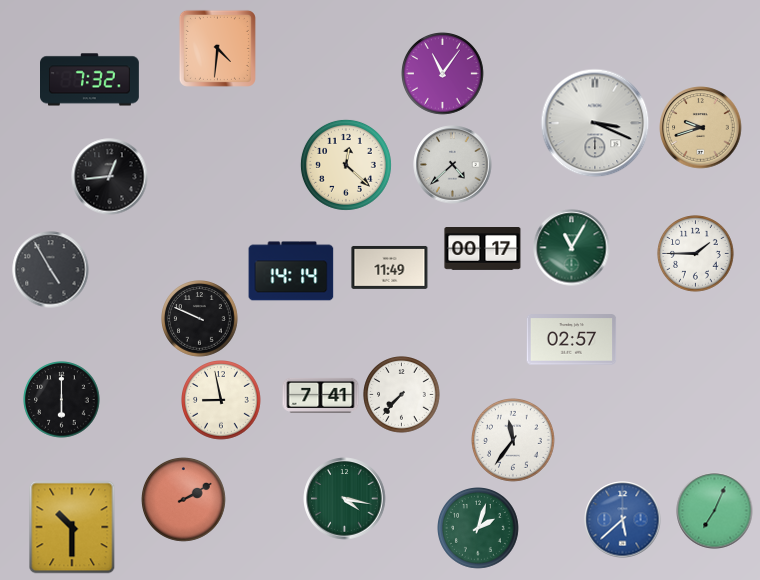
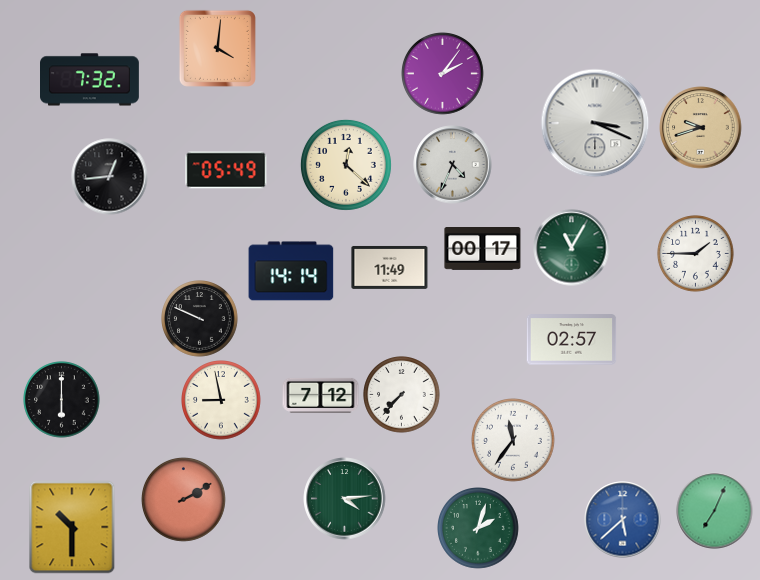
clock at (217, 48): 4:31 -> 4:01
clock at (443, 74): 11:06 -> 2:06
clock at (453, 165): 4:38 -> 4:34
clock at (226, 170): none -> 05:49
clock at (51, 270): 4:55 -> none
clock at (321, 395): 7:41 -> 7:12
clock at (345, 499): 4:17 -> 4:14
